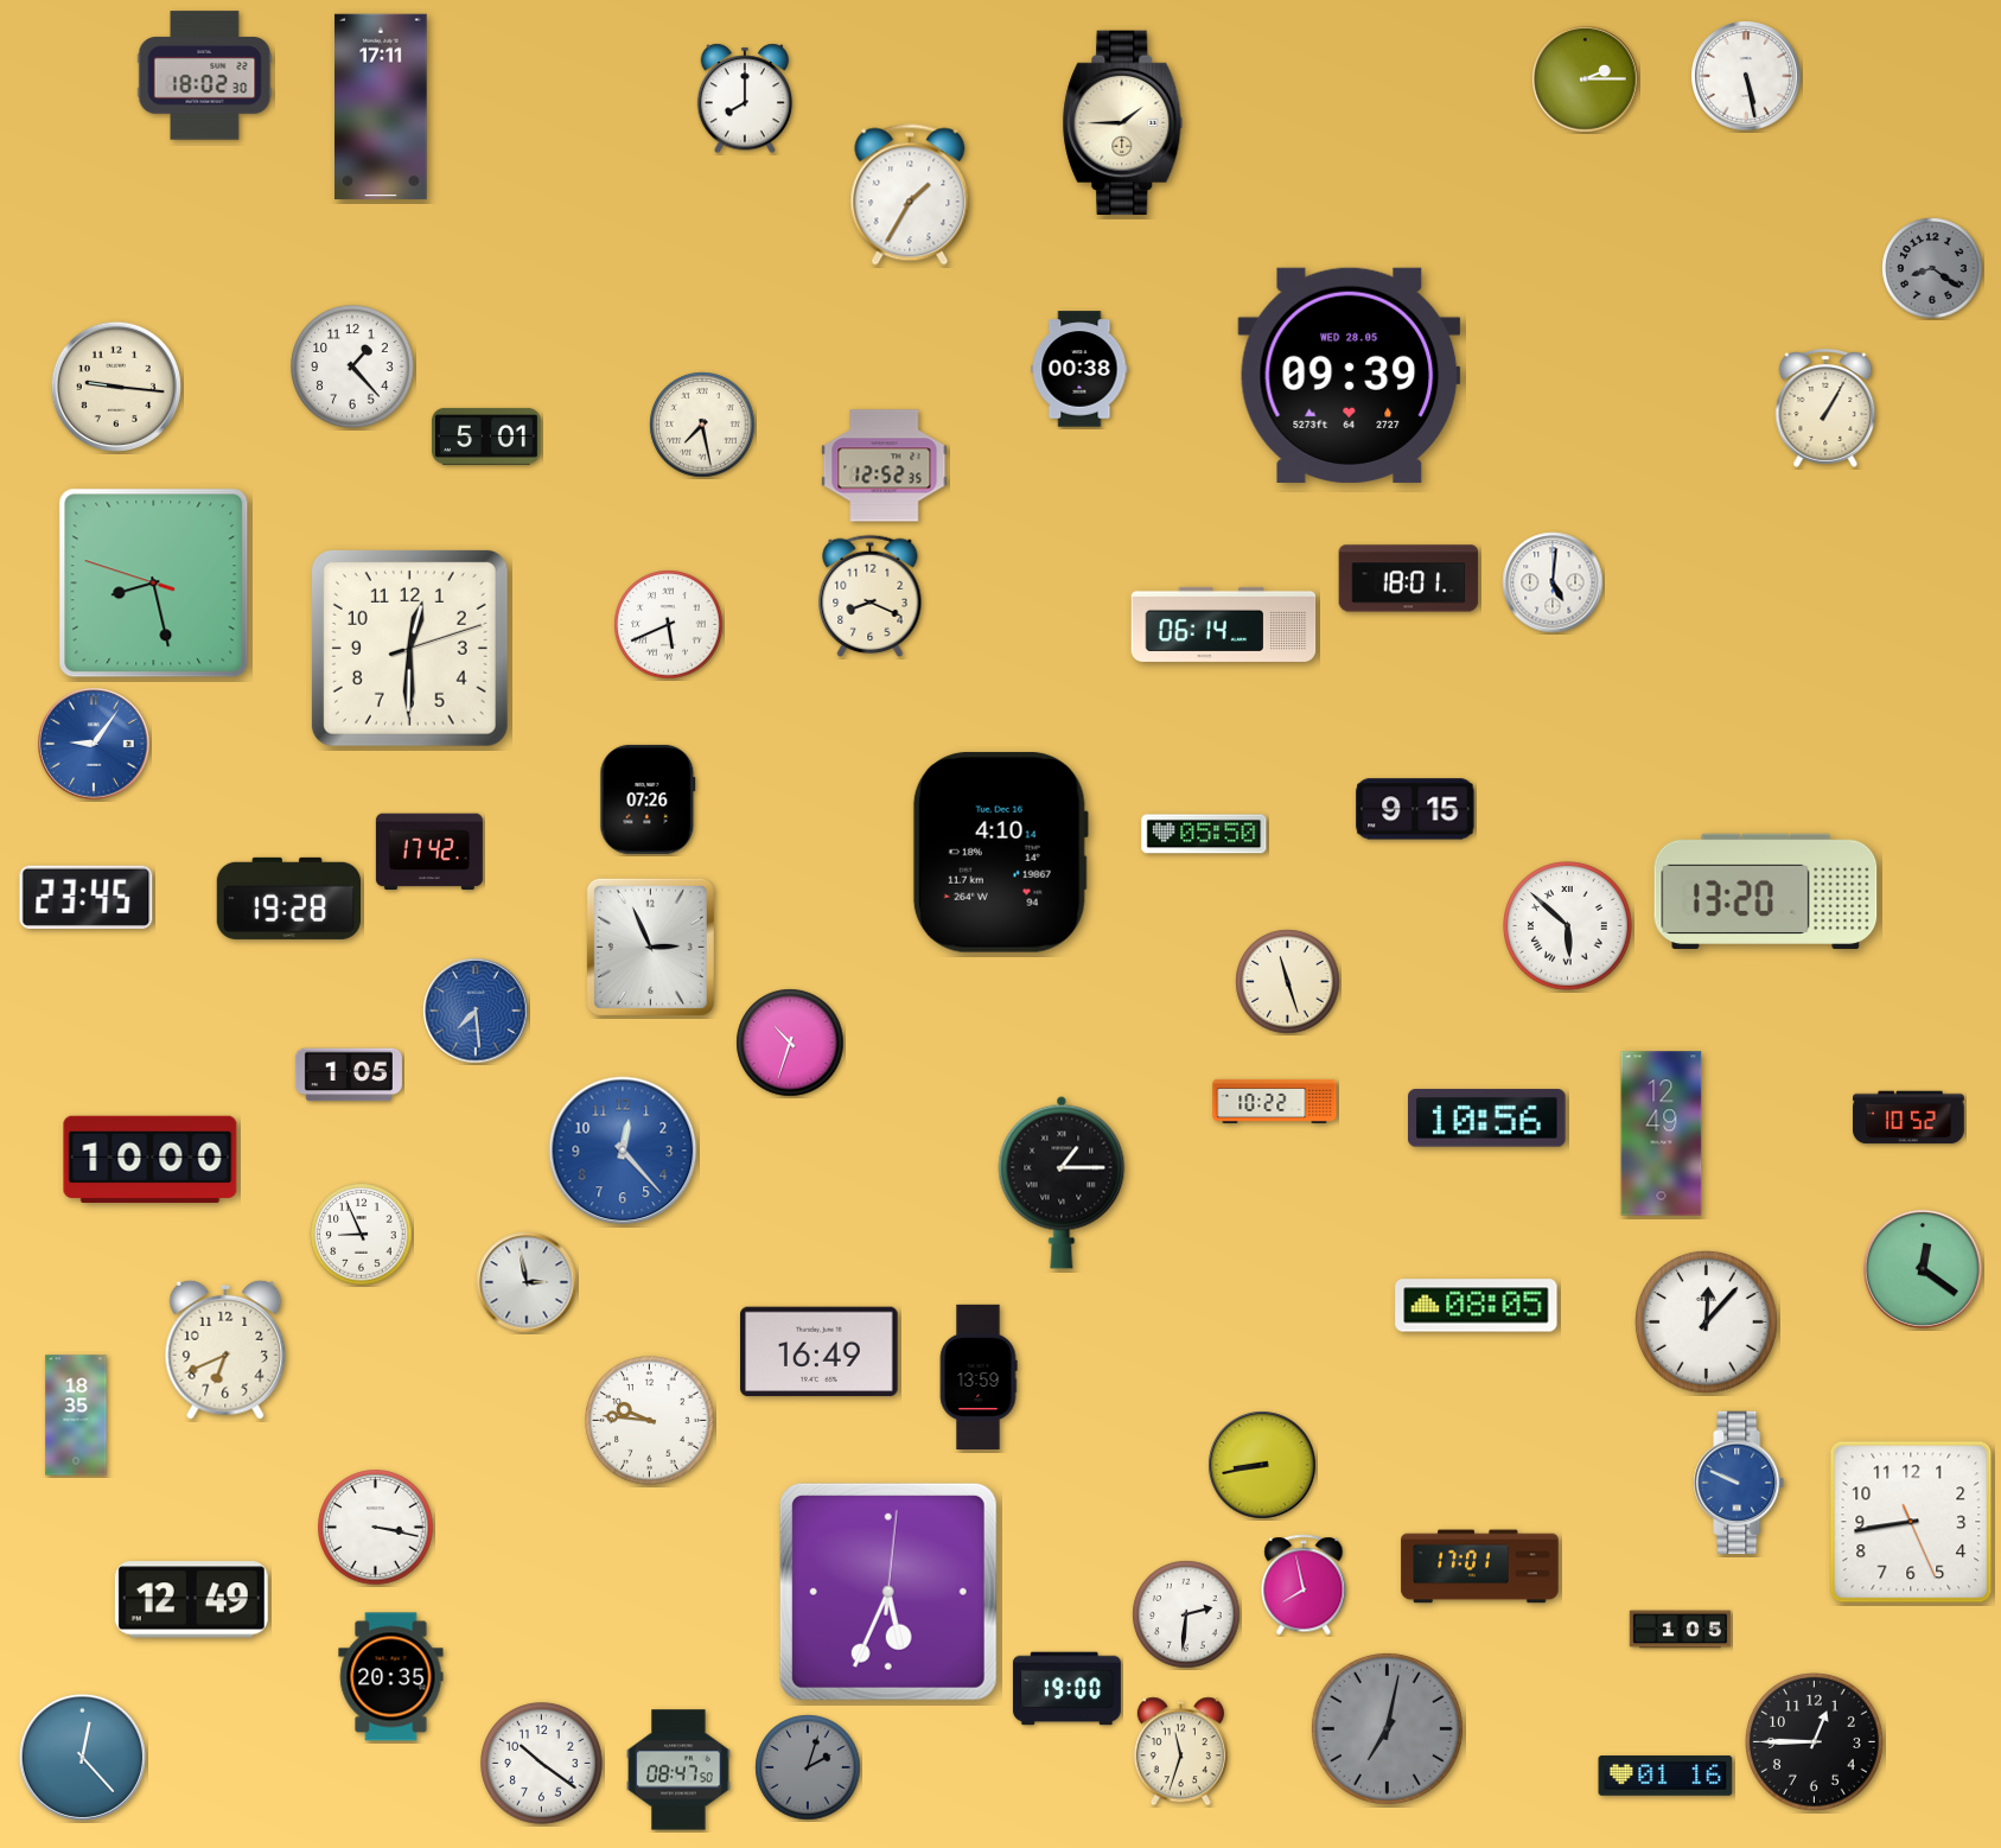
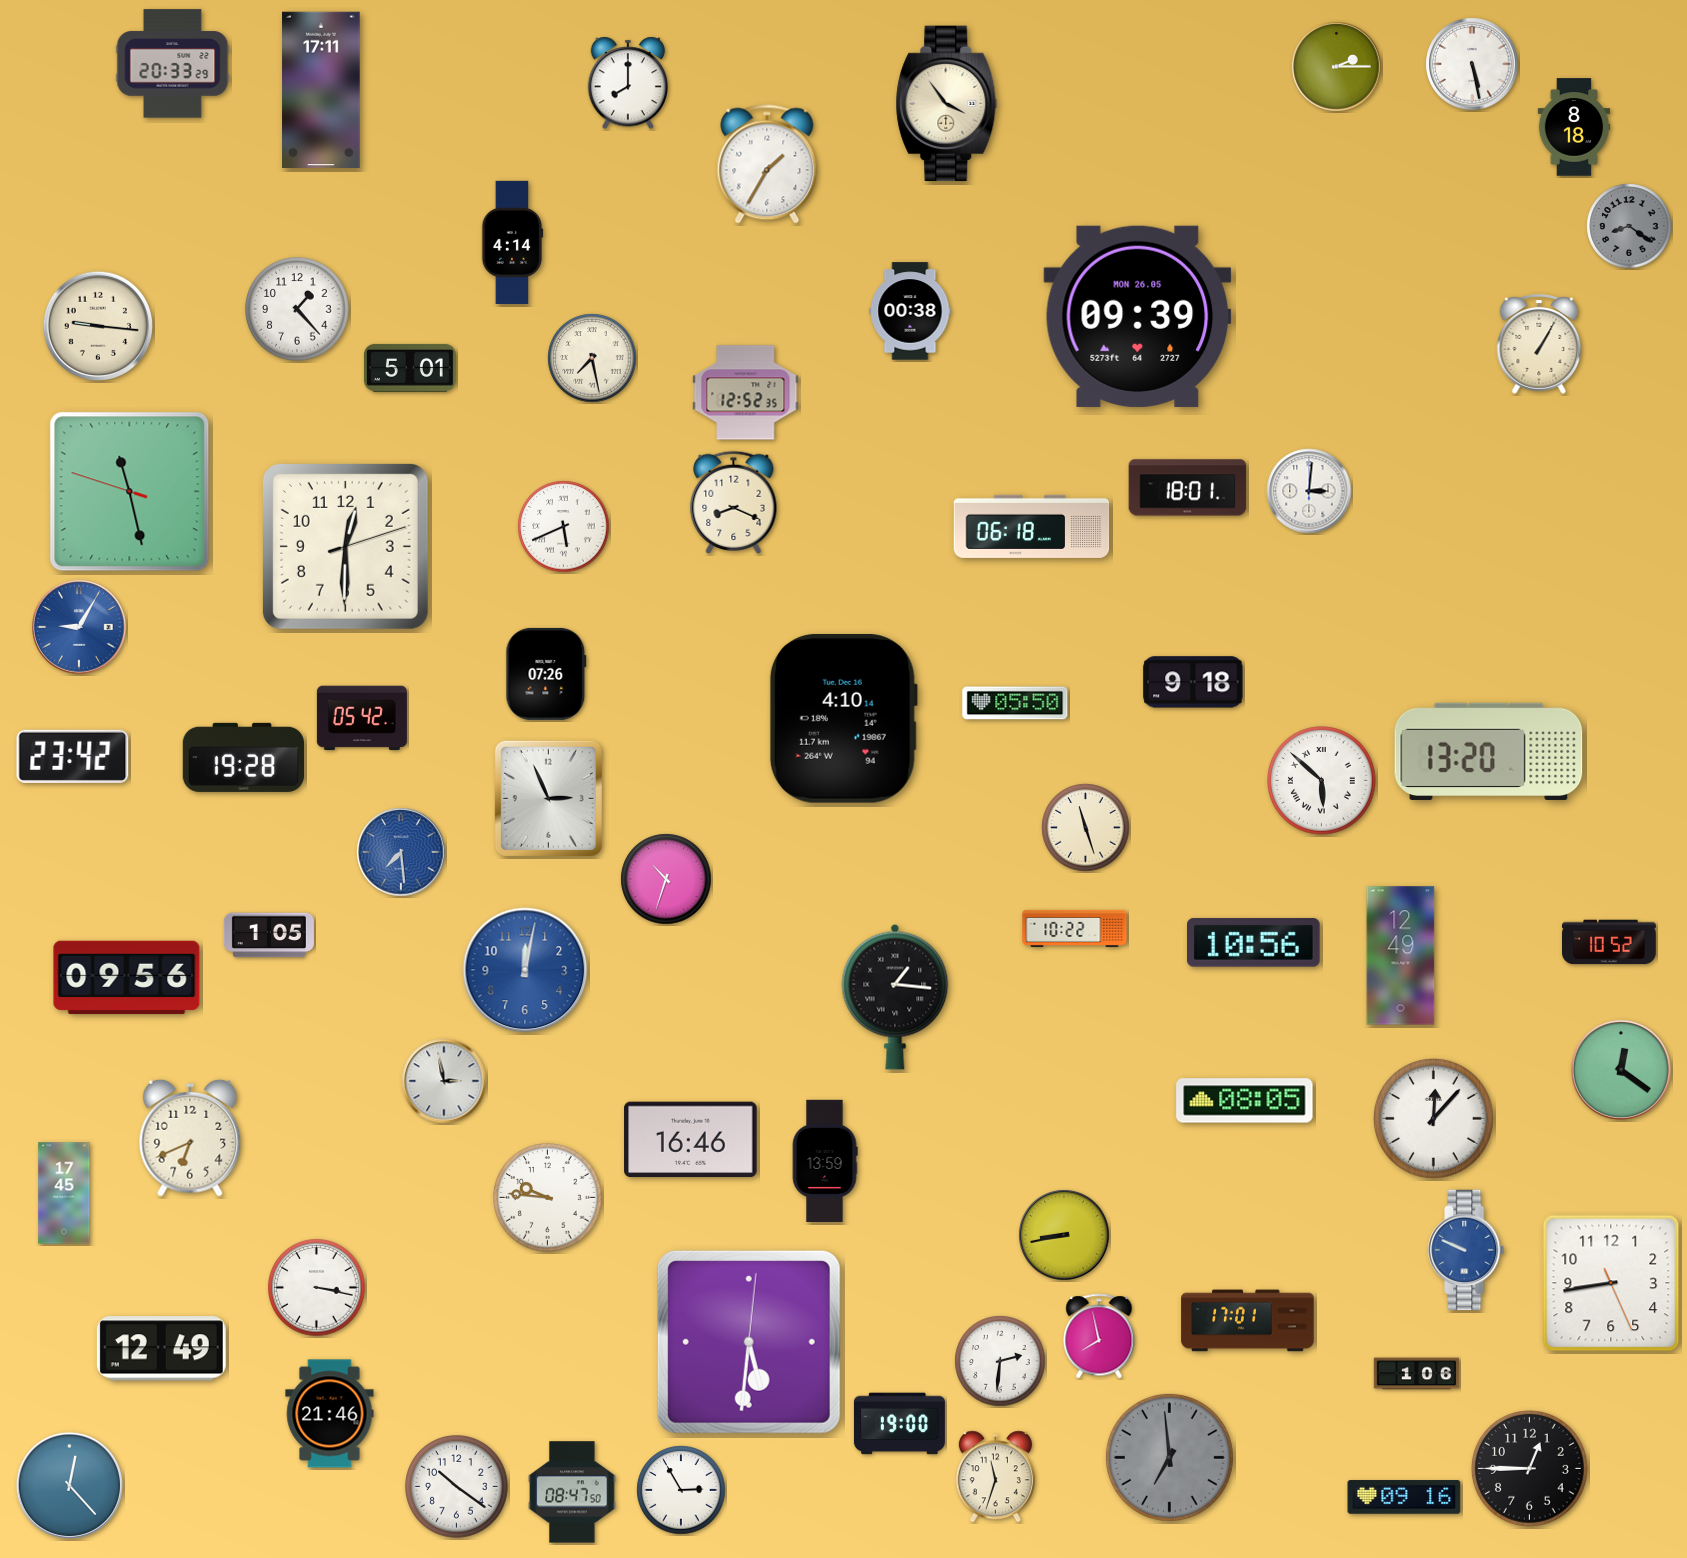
clock at (205, 76): 18:02 -> 20:33
clock at (1123, 123): 1:45 -> 3:54
clock at (1574, 127): none -> 8:18
clock at (512, 242): none -> 4:14
clock at (1350, 375) date: WED 28.05 -> MON 26.05
clock at (1553, 582): 5:01 -> 3:01
clock at (154, 584): 8:27 -> 11:27
clock at (1224, 624): 06:14 -> 06:18
clock at (94, 744): 9:06 -> 9:05
clock at (1415, 809): 9:15 -> 9:18
clock at (429, 852): 17:42 -> 05:42
clock at (87, 897): 23:45 -> 23:42
clock at (349, 1075) position: (349, 1075) -> (269, 935)
clock at (623, 1151): 12:23 -> 12:02
clock at (151, 1160): 10:00 -> 09:56
clock at (1062, 1183): 1:15 -> 1:16
clock at (362, 1235): 8:56 -> none
clock at (1706, 1321) position: (1706, 1321) -> (1433, 1118)
clock at (820, 1352): 16:49 -> 16:46
clock at (76, 1415): 18:35 -> 17:45
clock at (888, 1592): 5:34 -> 5:31
clock at (1681, 1630): 1:05 -> 1:06
clock at (391, 1677): 20:35 -> 21:46
clock at (1387, 1728): 7:02 -> 6:59
clock at (82, 1757) position: (82, 1757) -> (69, 1485)
clock at (808, 1767): 2:03 -> 2:55
clock at (808, 1767) dial: grey -> white
clock at (1665, 1776): 01:16 -> 09:16
